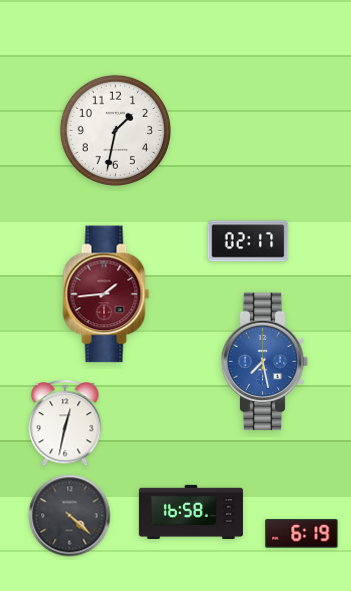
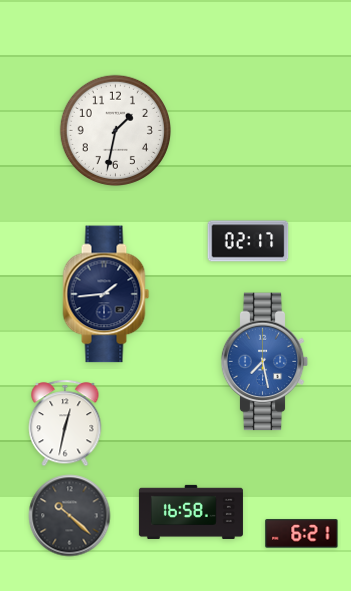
clock at (106, 294) dial: burgundy -> navy
clock at (70, 516): 4:22 -> 10:22
clock at (302, 534): 6:19 -> 6:21
